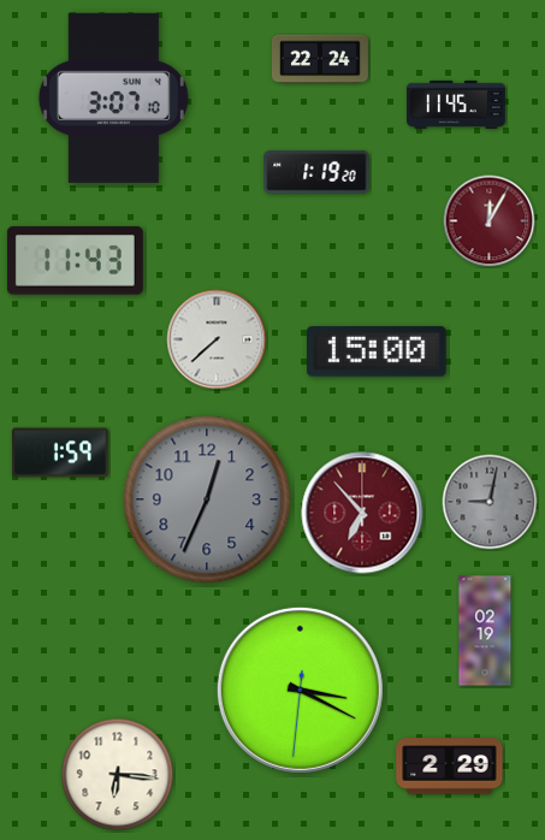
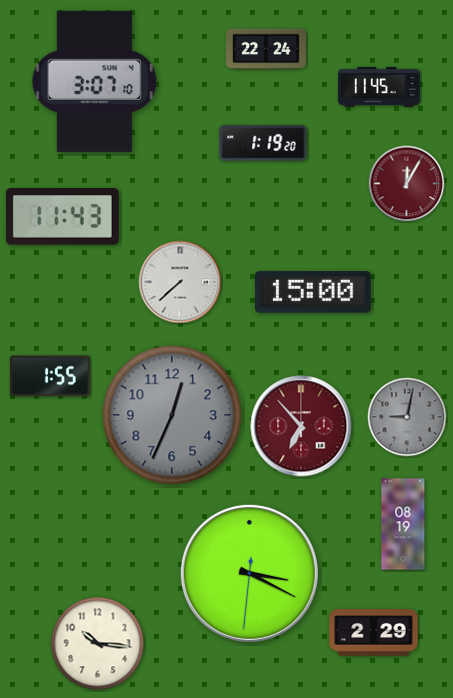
clock at (60, 452): 1:59 -> 1:55
clock at (485, 631): 02:19 -> 08:19
clock at (450, 767) position: (450, 767) -> (374, 633)
clock at (118, 775): 6:16 -> 10:16
